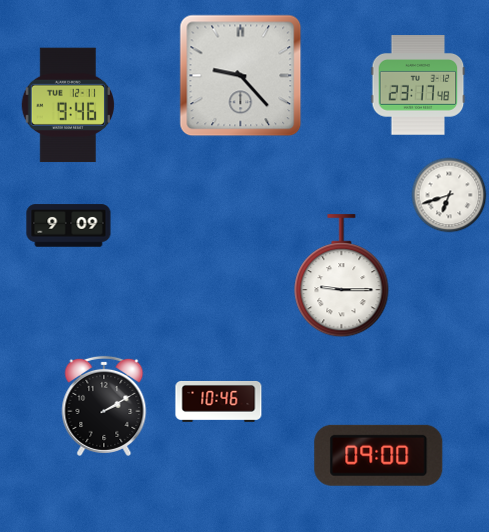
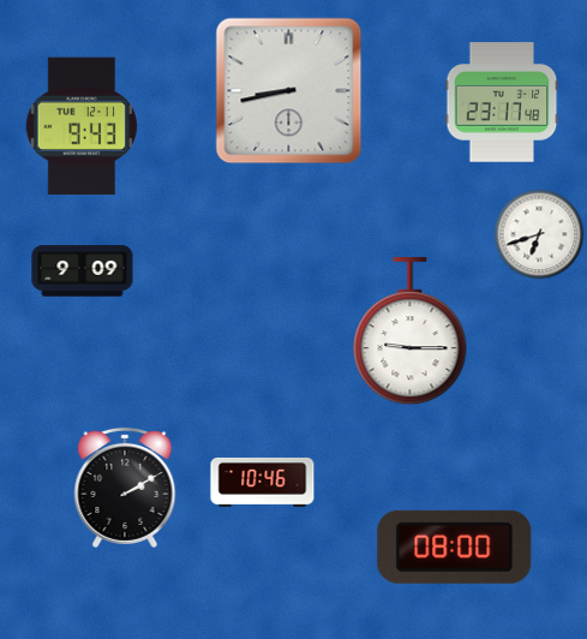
clock at (241, 76): 9:23 -> 8:43
clock at (68, 105): 9:46 -> 9:43
clock at (379, 455): 09:00 -> 08:00
